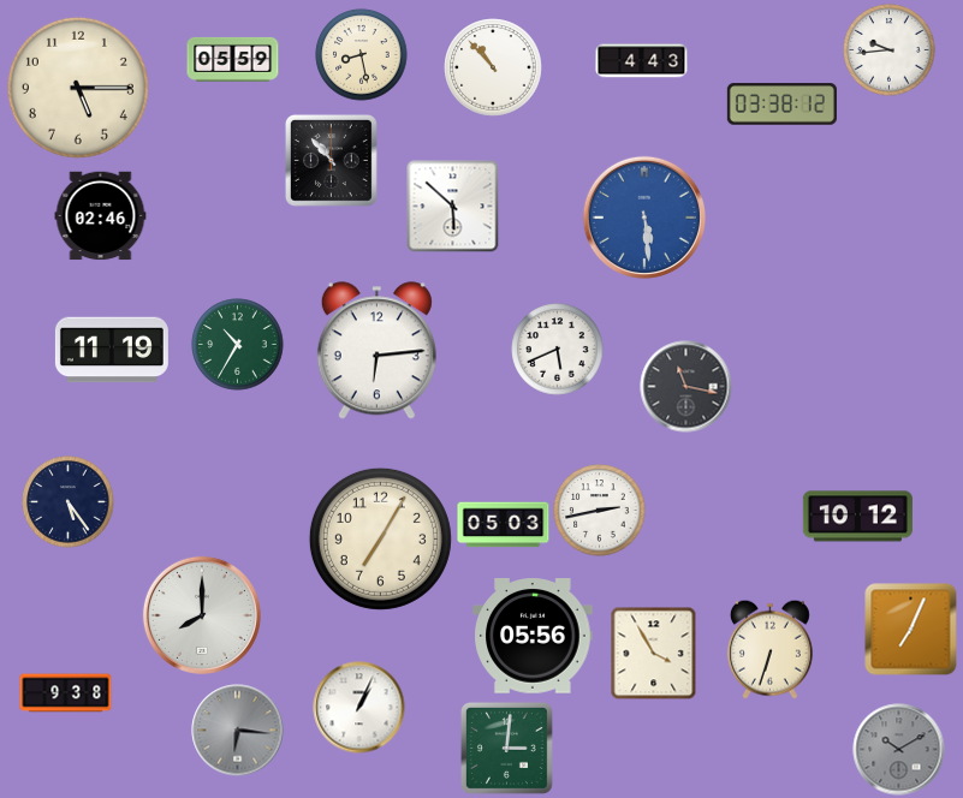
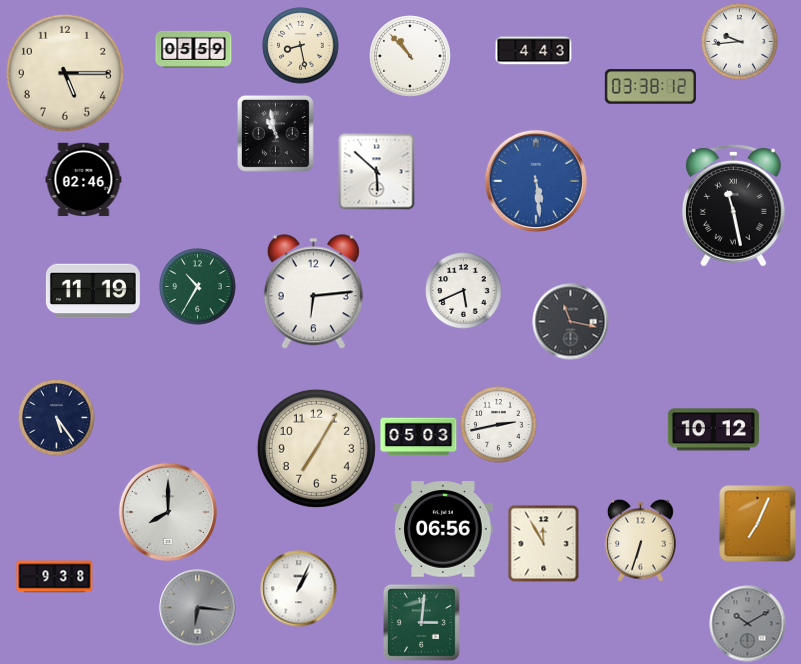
clock at (331, 160): 10:53 -> 10:58
clock at (733, 205): none -> 11:28
clock at (533, 636): 05:56 -> 06:56
clock at (654, 653): 3:55 -> 11:55
